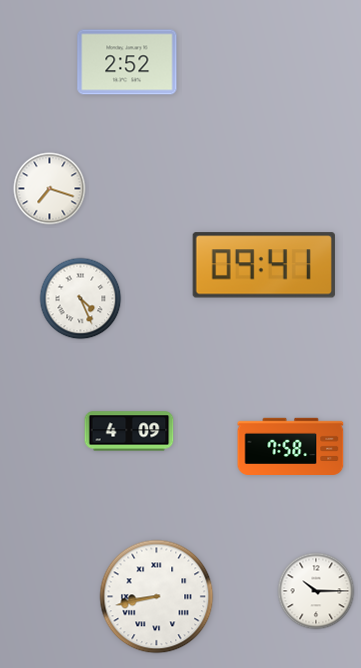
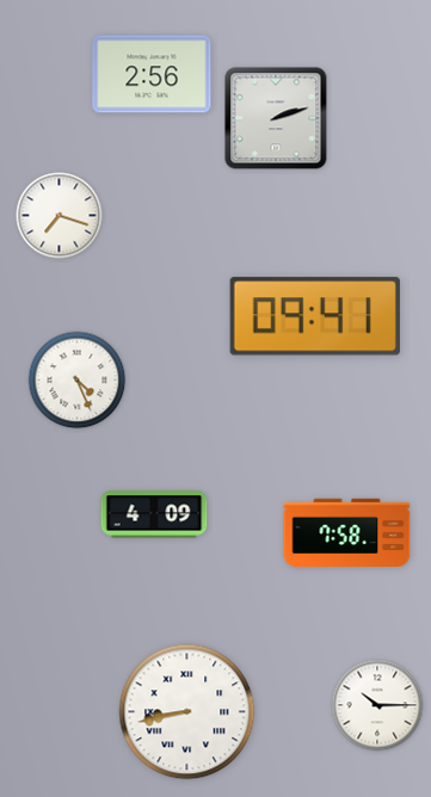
clock at (127, 62): 2:52 -> 2:56
clock at (276, 118): none -> 2:12
clock at (50, 189) position: (50, 189) -> (60, 216)
clock at (81, 299) position: (81, 299) -> (78, 381)
